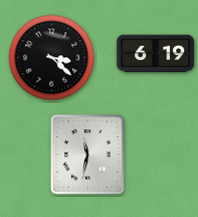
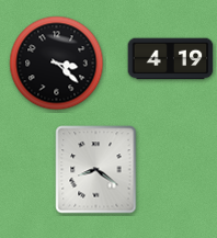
clock at (156, 54): 6:19 -> 4:19
clock at (88, 155): 11:32 -> 8:21
